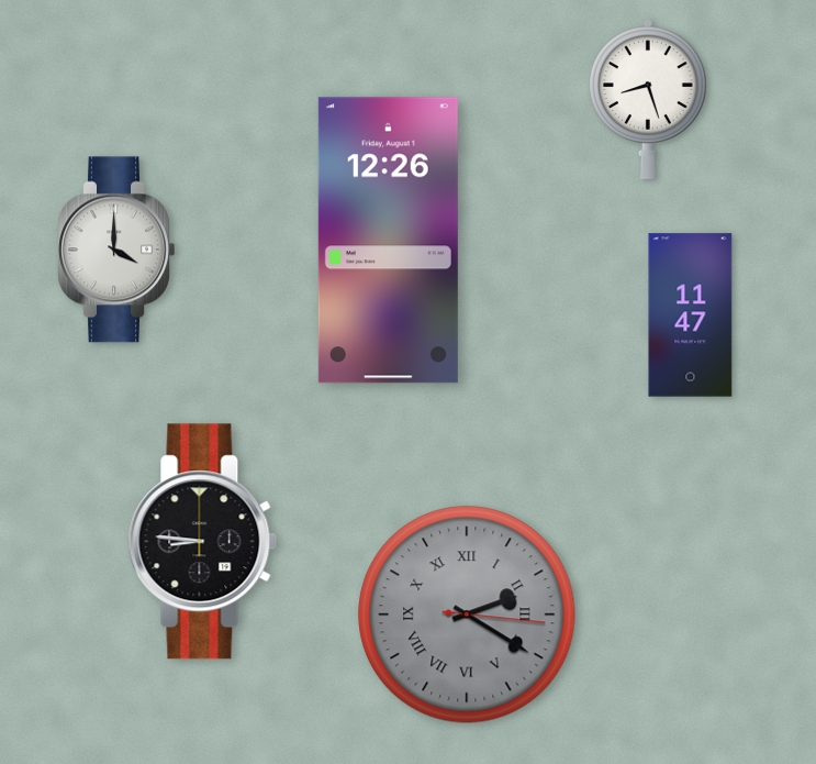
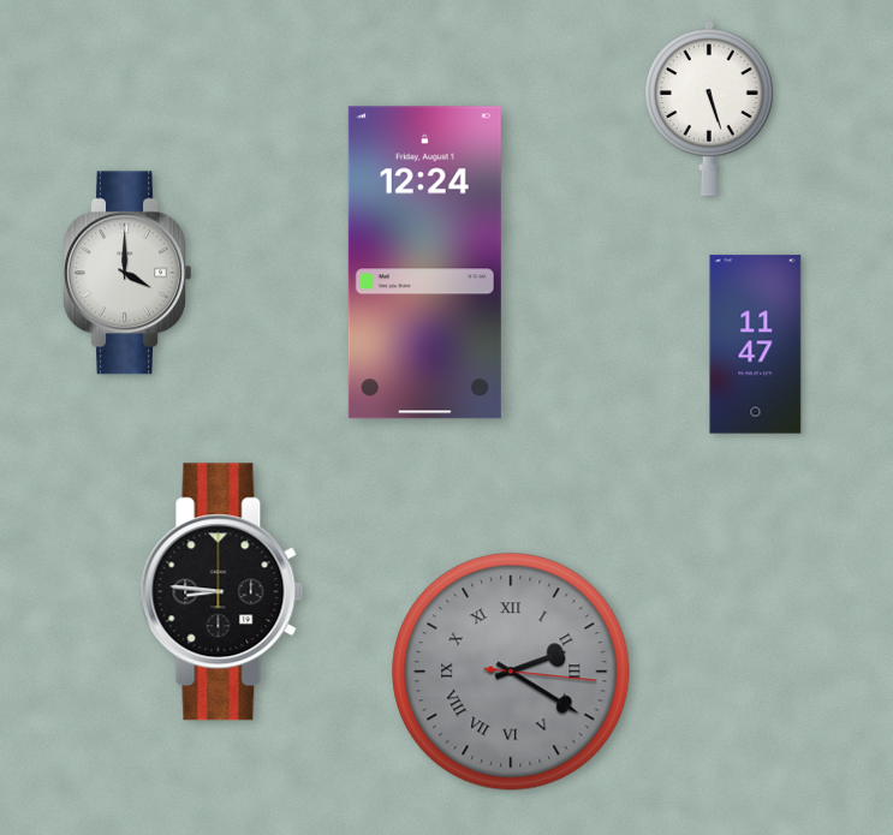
clock at (649, 99): 8:27 -> 5:27
clock at (388, 241): 12:26 -> 12:24
